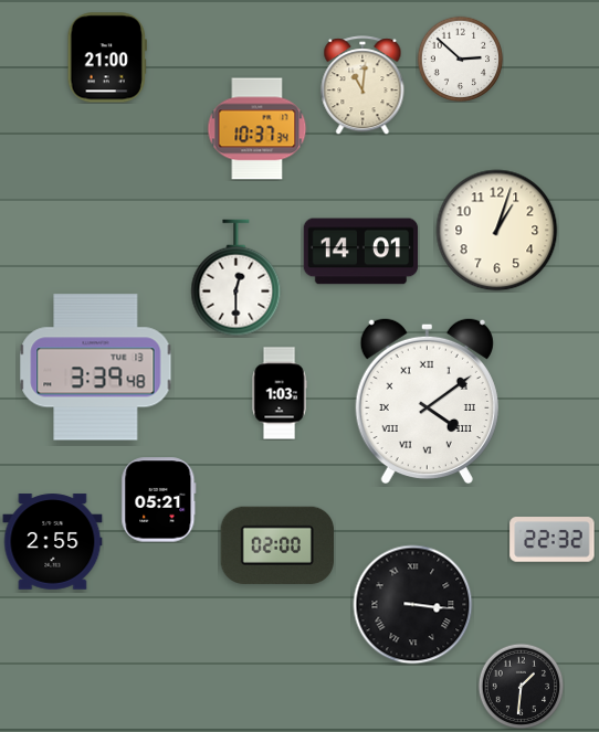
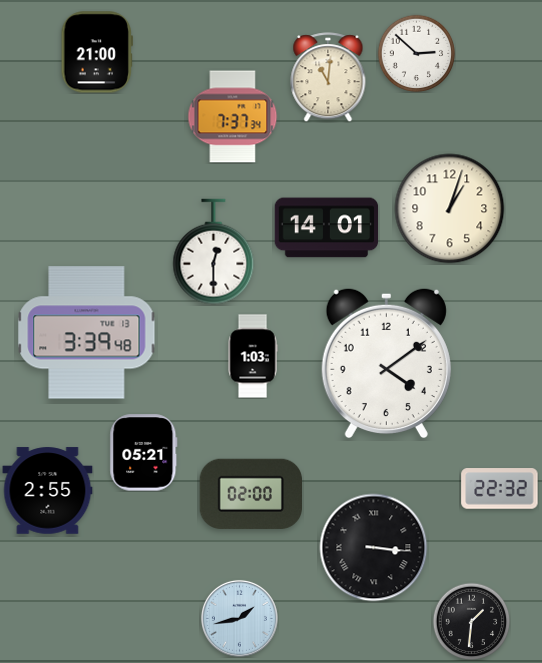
clock at (258, 129): 10:37 -> 7:37
clock at (427, 401) numerals: Roman -> Arabic
clock at (239, 618): none -> 1:43
